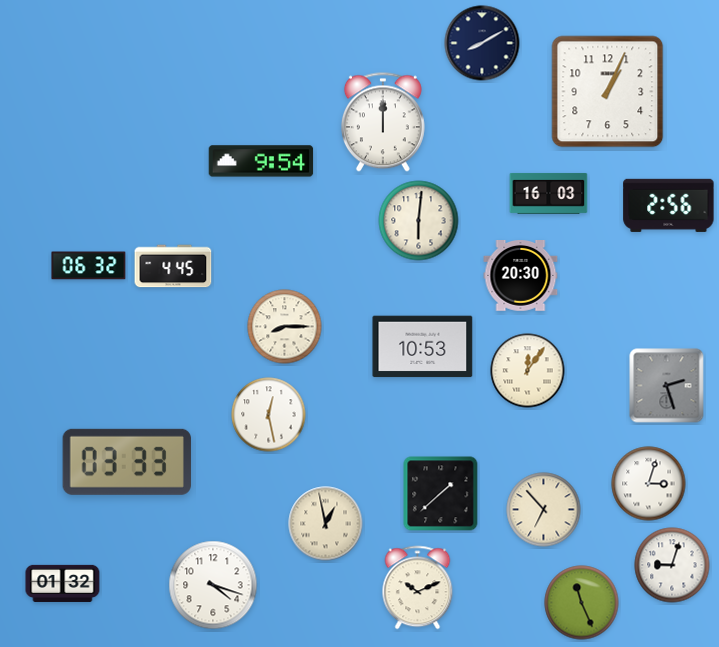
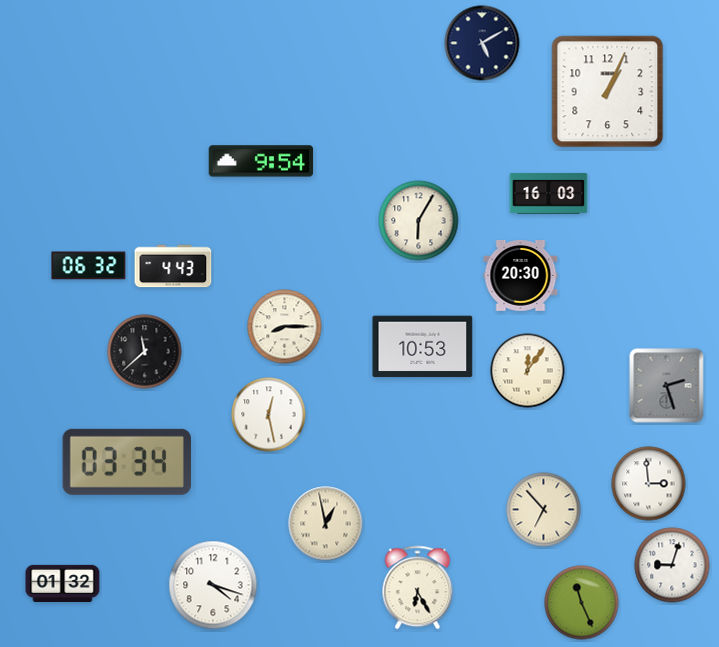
clock at (482, 43): 8:10 -> 5:10
clock at (383, 122): 12:00 -> none
clock at (669, 205): 2:56 -> none
clock at (419, 221): 6:01 -> 6:05
clock at (173, 266): 4:45 -> 4:43
clock at (145, 352): none -> 11:38
clock at (127, 462): 03:33 -> 03:34
clock at (649, 484): 3:03 -> 2:59
clock at (441, 494): 1:38 -> none
clock at (418, 588): 10:11 -> 6:25
